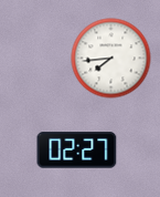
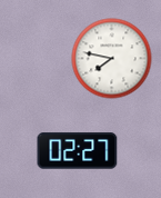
clock at (111, 59): 7:44 -> 7:47
